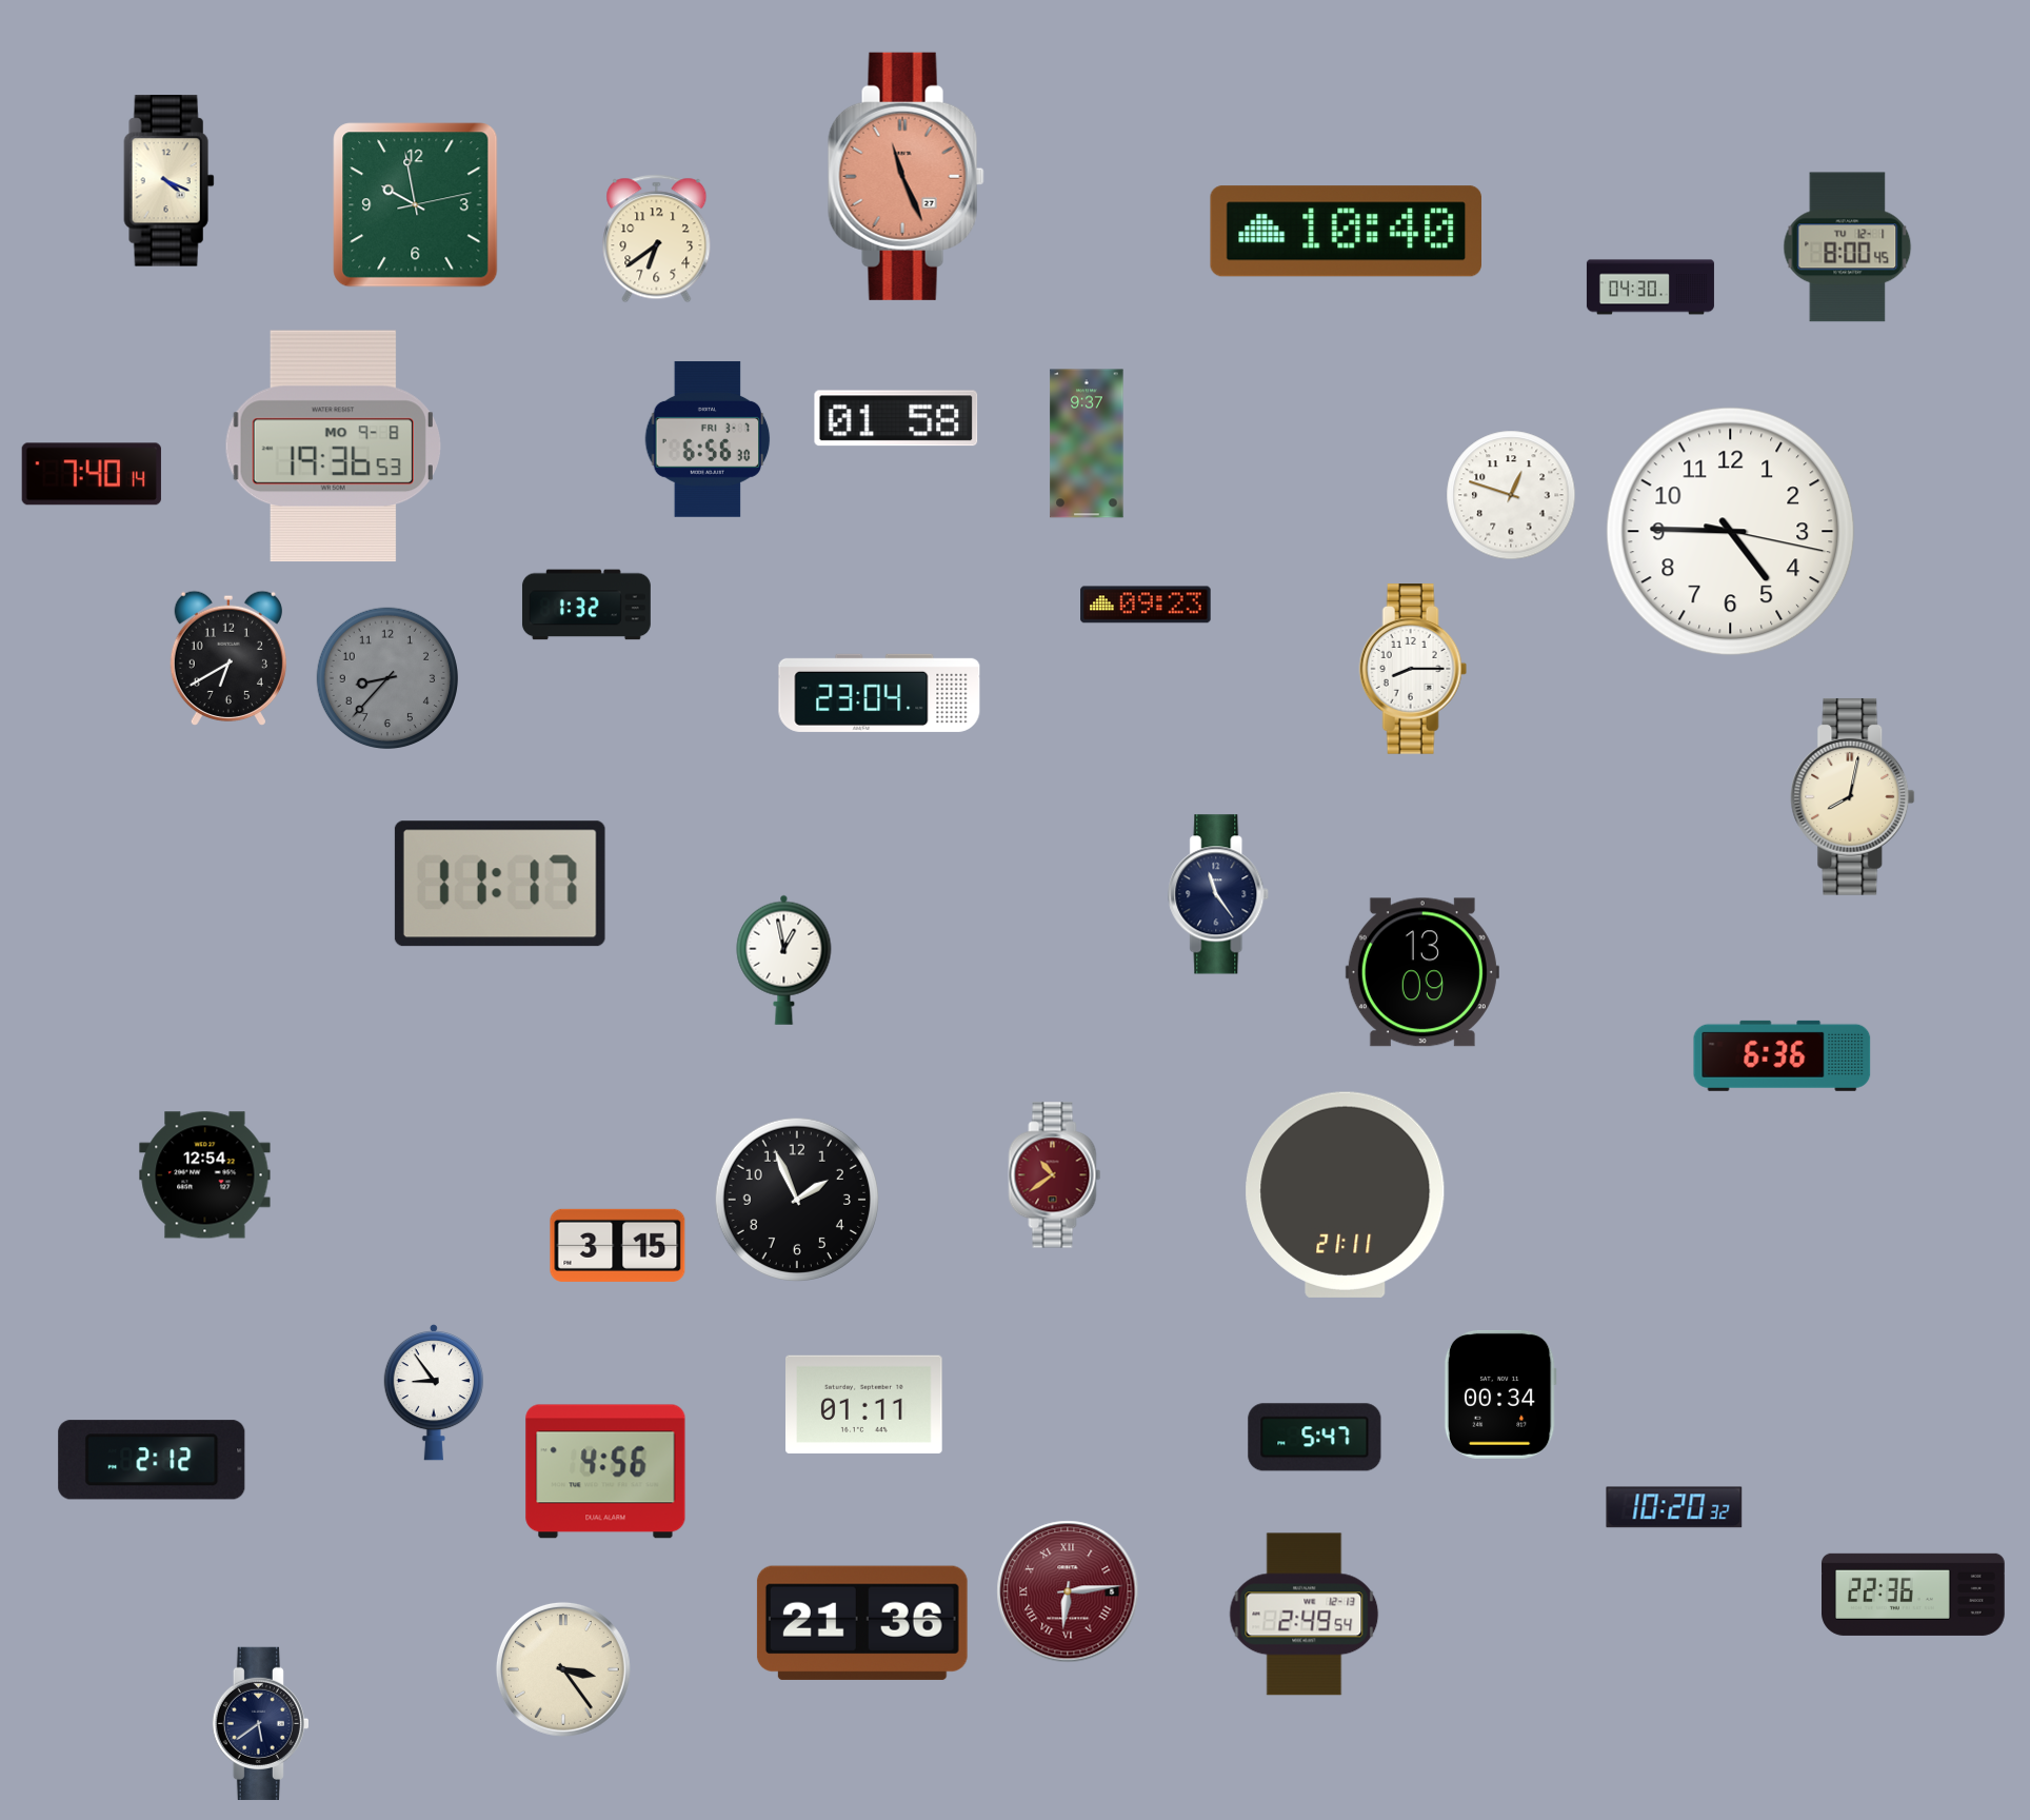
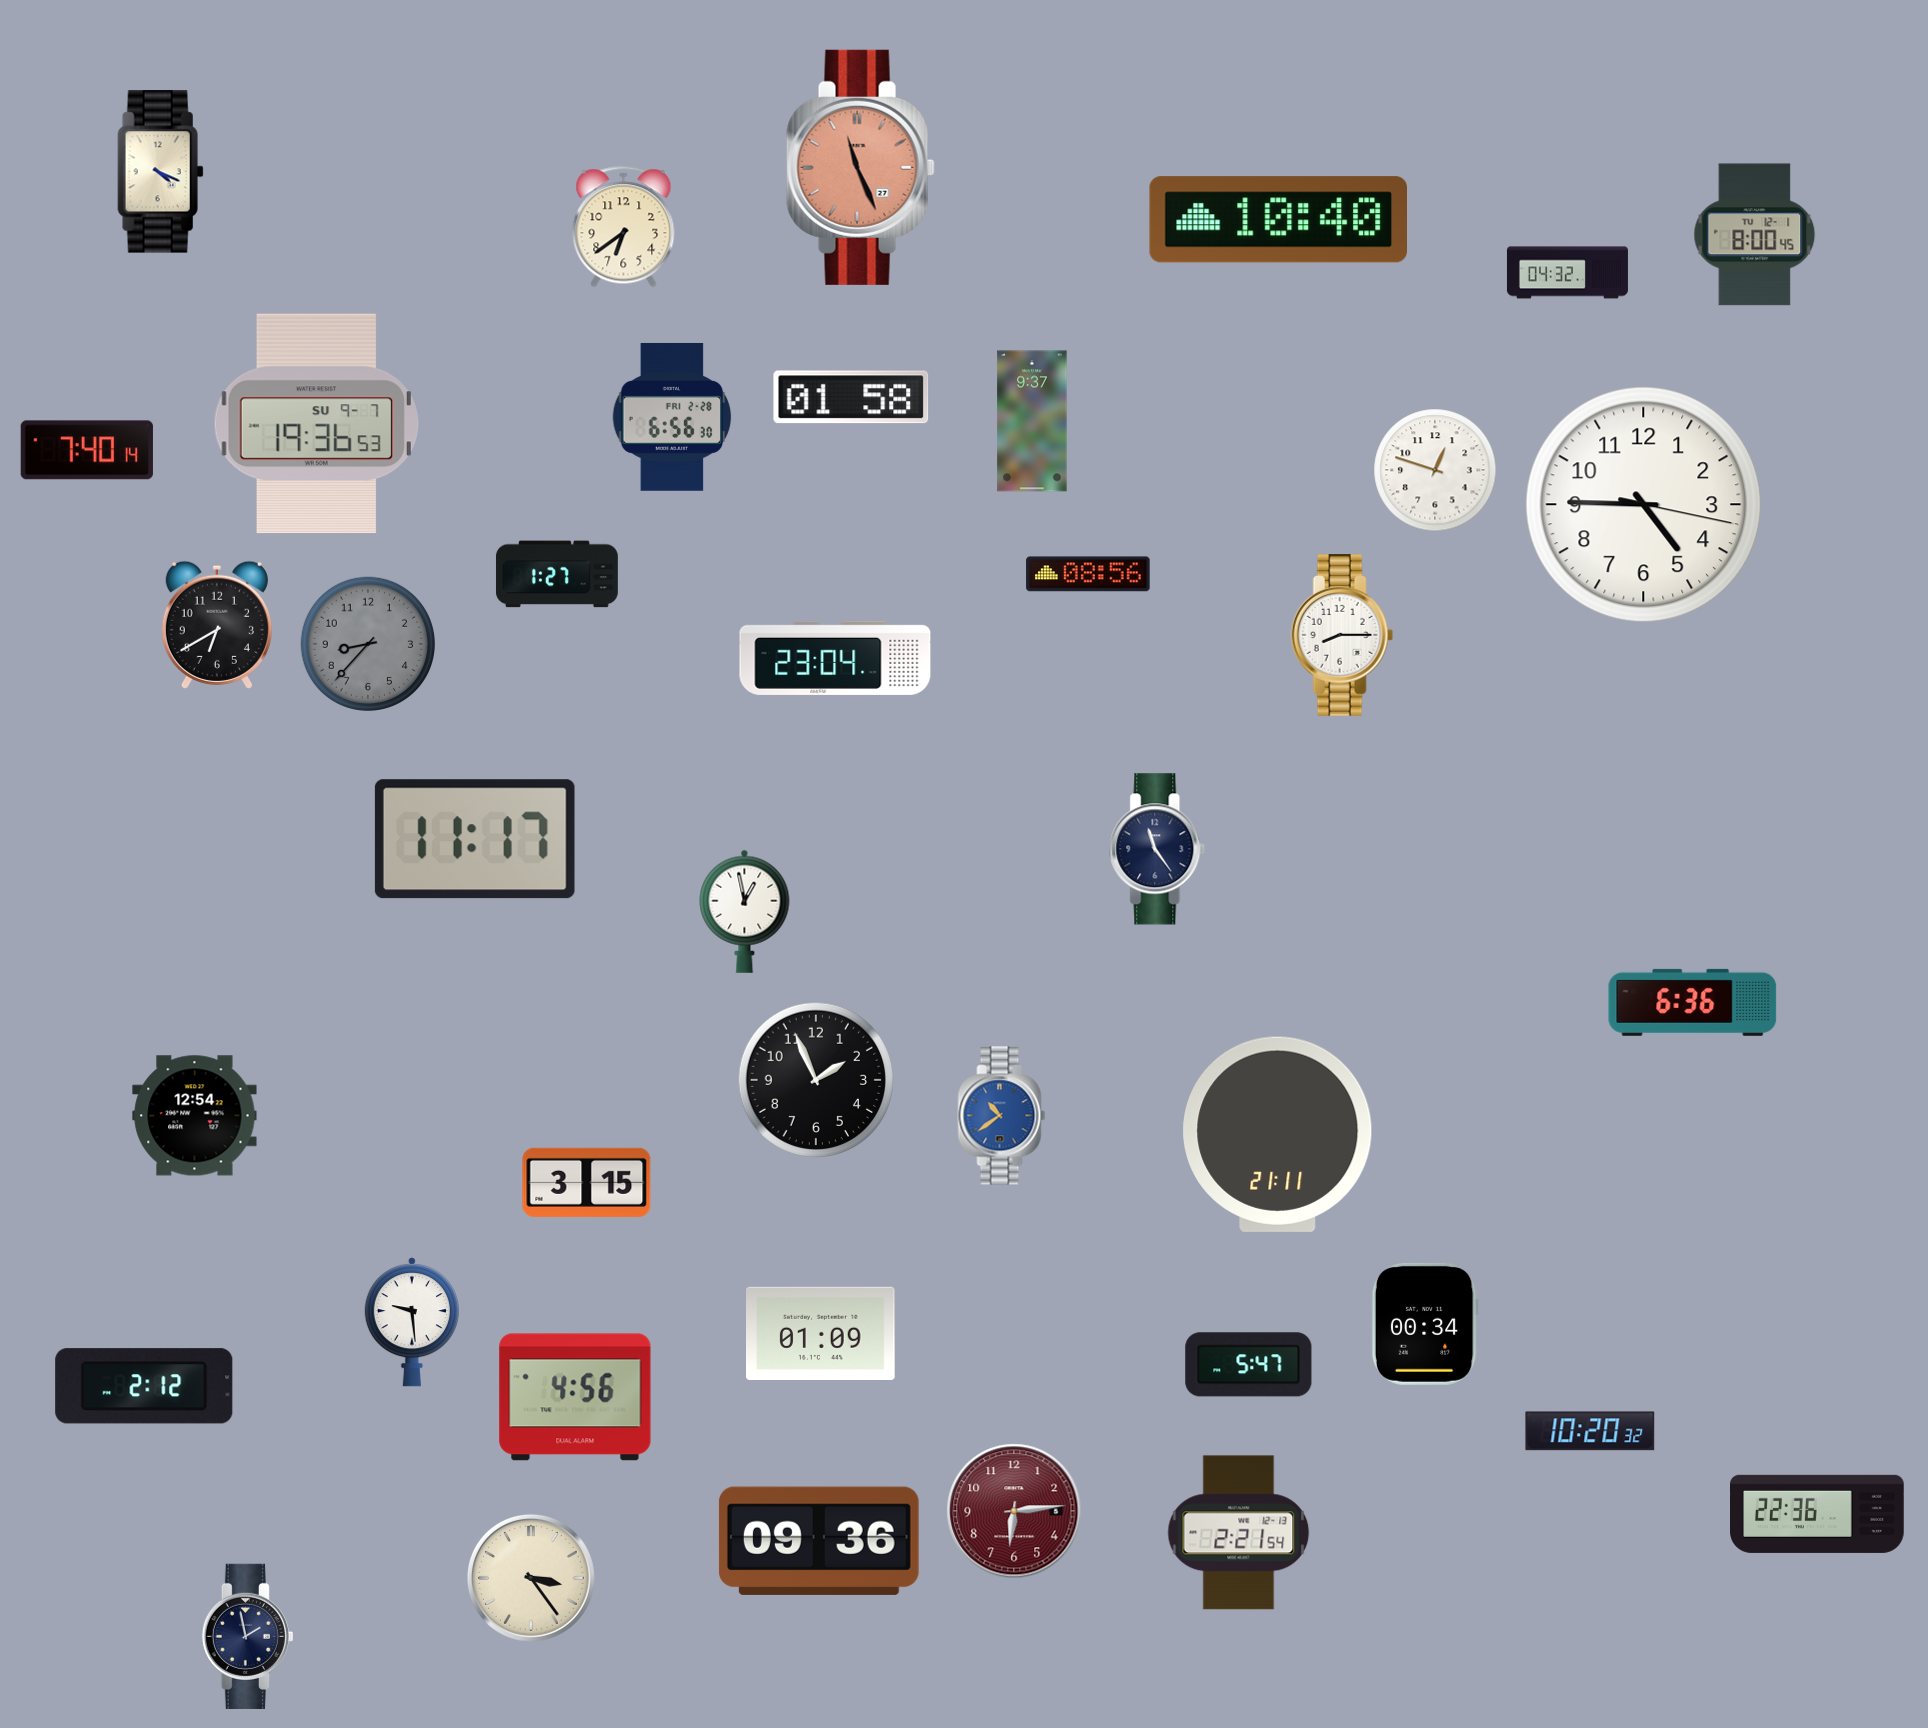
clock at (416, 205): 9:58 -> none
clock at (1650, 288): 04:30 -> 04:32
clock at (708, 439) date: FRI 3-7 -> FRI 2-28
clock at (333, 447) date: MO 9-8 -> SU 9-7
clock at (586, 605): 1:32 -> 1:27
clock at (1146, 605): 09:23 -> 08:56
clock at (1853, 796): 8:02 -> none
clock at (1422, 972): 13:09 -> none
clock at (1055, 1175) dial: burgundy -> blue
clock at (796, 1199) position: (796, 1199) -> (815, 1079)
clock at (434, 1392): 8:54 -> 9:29
clock at (864, 1404): 01:11 -> 01:09
clock at (1068, 1591) numerals: Roman -> Arabic
clock at (1305, 1615): 2:49 -> 2:21
clock at (862, 1623): 21:36 -> 09:36
clock at (563, 1669) position: (563, 1669) -> (531, 1578)
clock at (260, 1723): 5:39 -> 1:58
